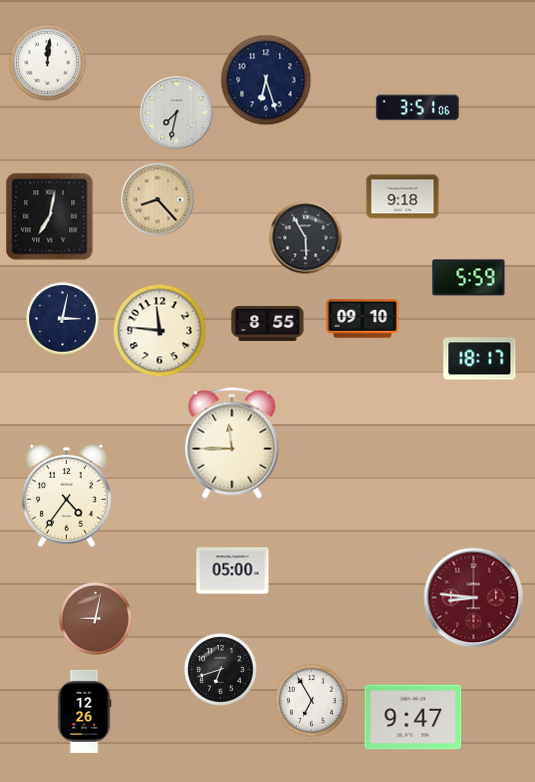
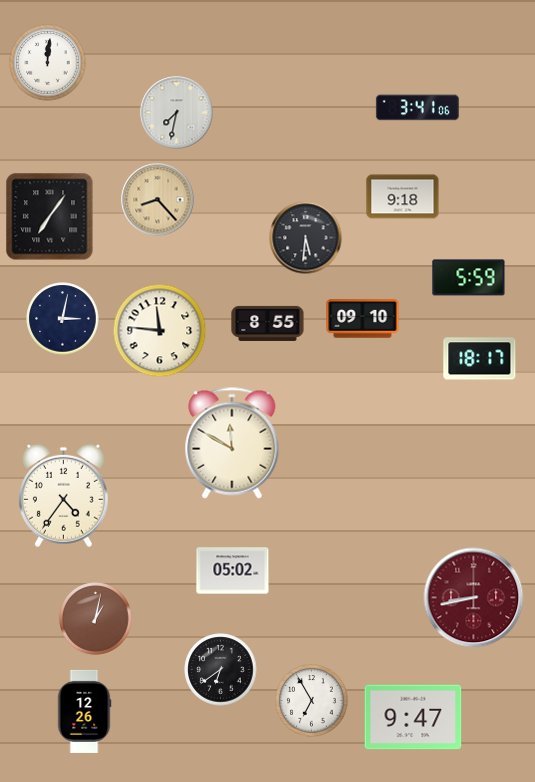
clock at (266, 80): 6:27 -> none
clock at (417, 108): 3:51 -> 3:41
clock at (50, 217): 7:02 -> 7:06
clock at (306, 238): 5:55 -> 5:31
clock at (232, 443): 11:45 -> 11:50
clock at (66, 496) position: (66, 496) -> (63, 496)
clock at (233, 571): 05:00 -> 05:02
clock at (474, 598): 8:46 -> 8:43
clock at (96, 619): 9:02 -> 1:02
clock at (221, 670): 6:42 -> 6:39
